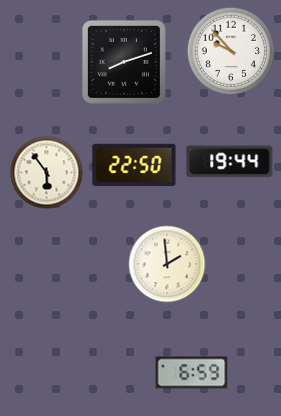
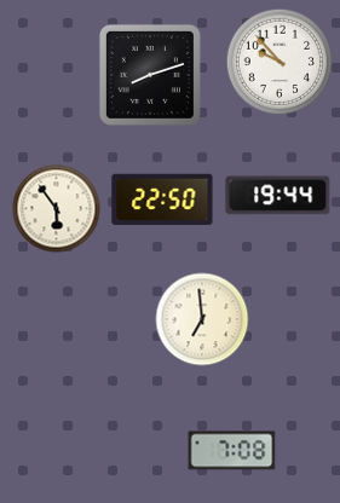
clock at (167, 264): 1:59 -> 6:59
clock at (192, 373): 6:59 -> 7:08
